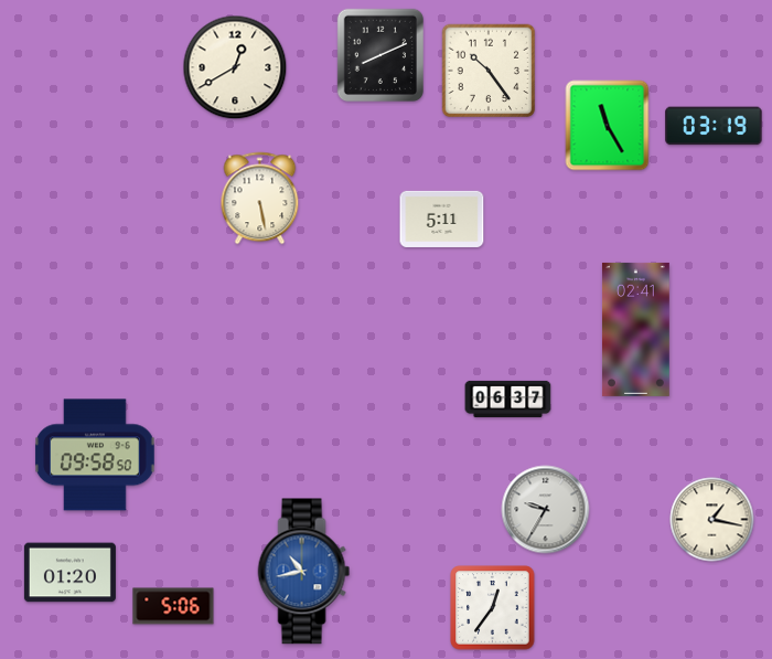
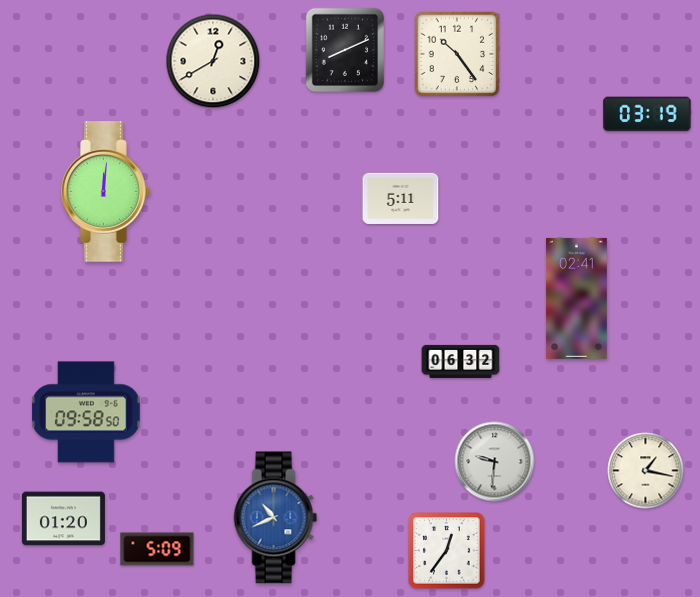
clock at (489, 71) position: (489, 71) -> (457, 54)
clock at (608, 126): 11:25 -> none
clock at (260, 199): 5:28 -> none
clock at (106, 192): none -> 12:01
clock at (508, 398): 06:37 -> 06:32
clock at (546, 510): 9:35 -> 9:31
clock at (304, 572): 10:43 -> 10:41
clock at (173, 606): 5:06 -> 5:09
